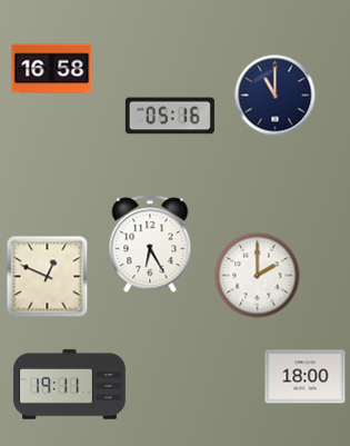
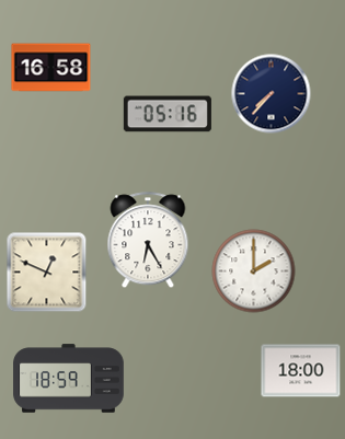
clock at (276, 96): 11:00 -> 7:37
clock at (70, 385): 19:11 -> 18:59
